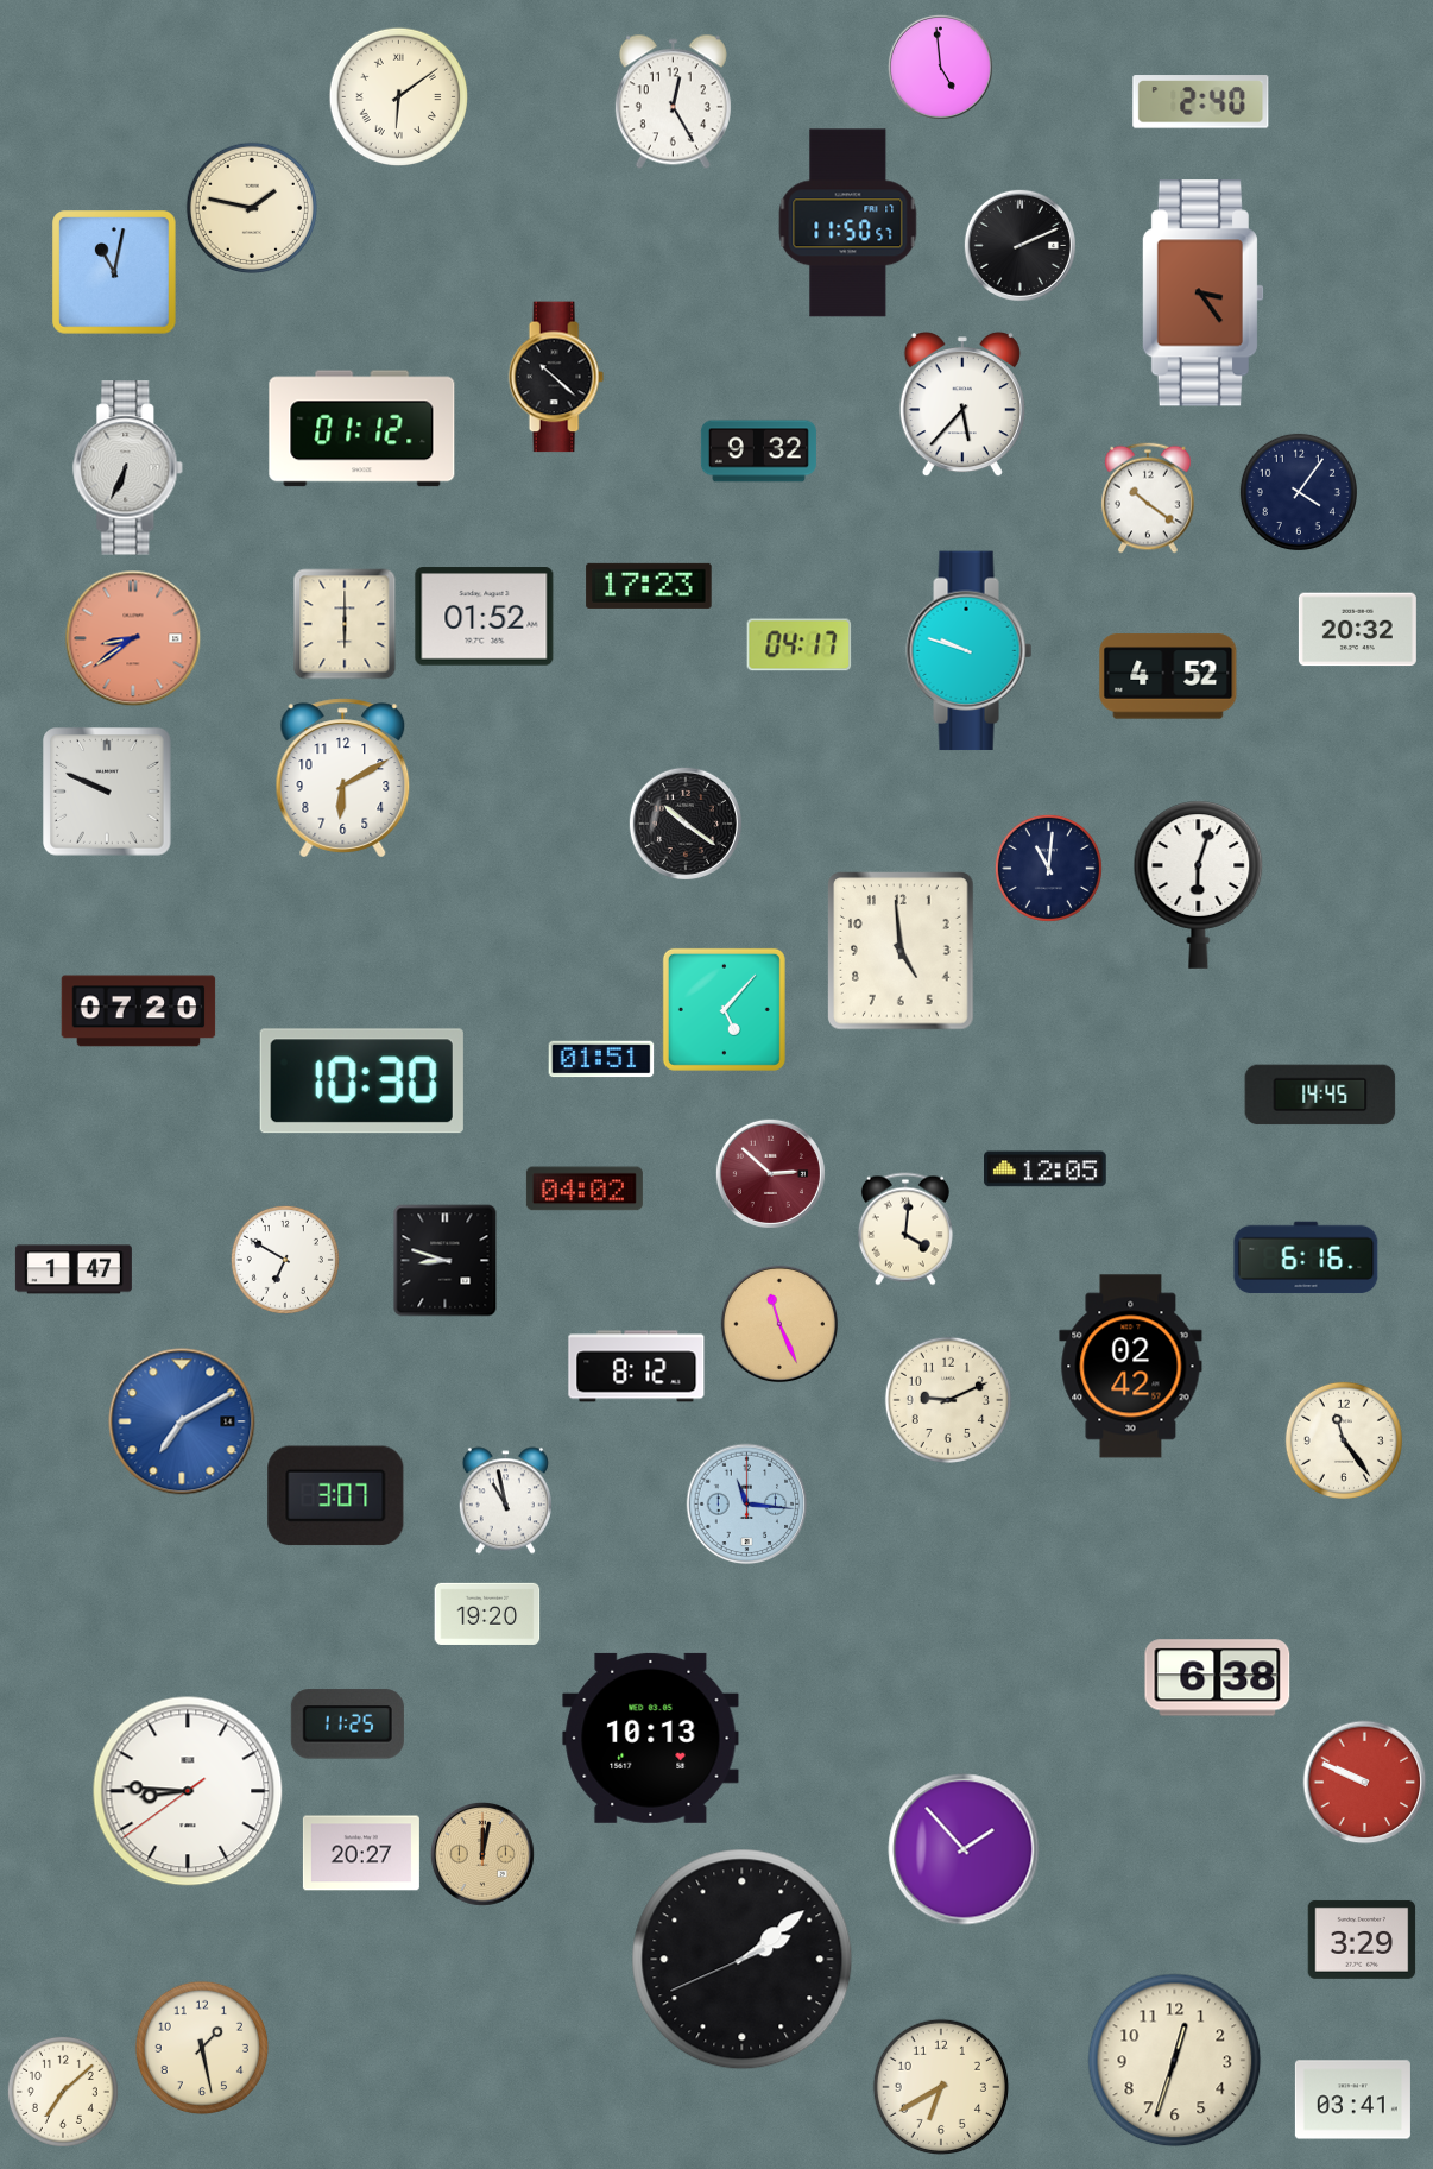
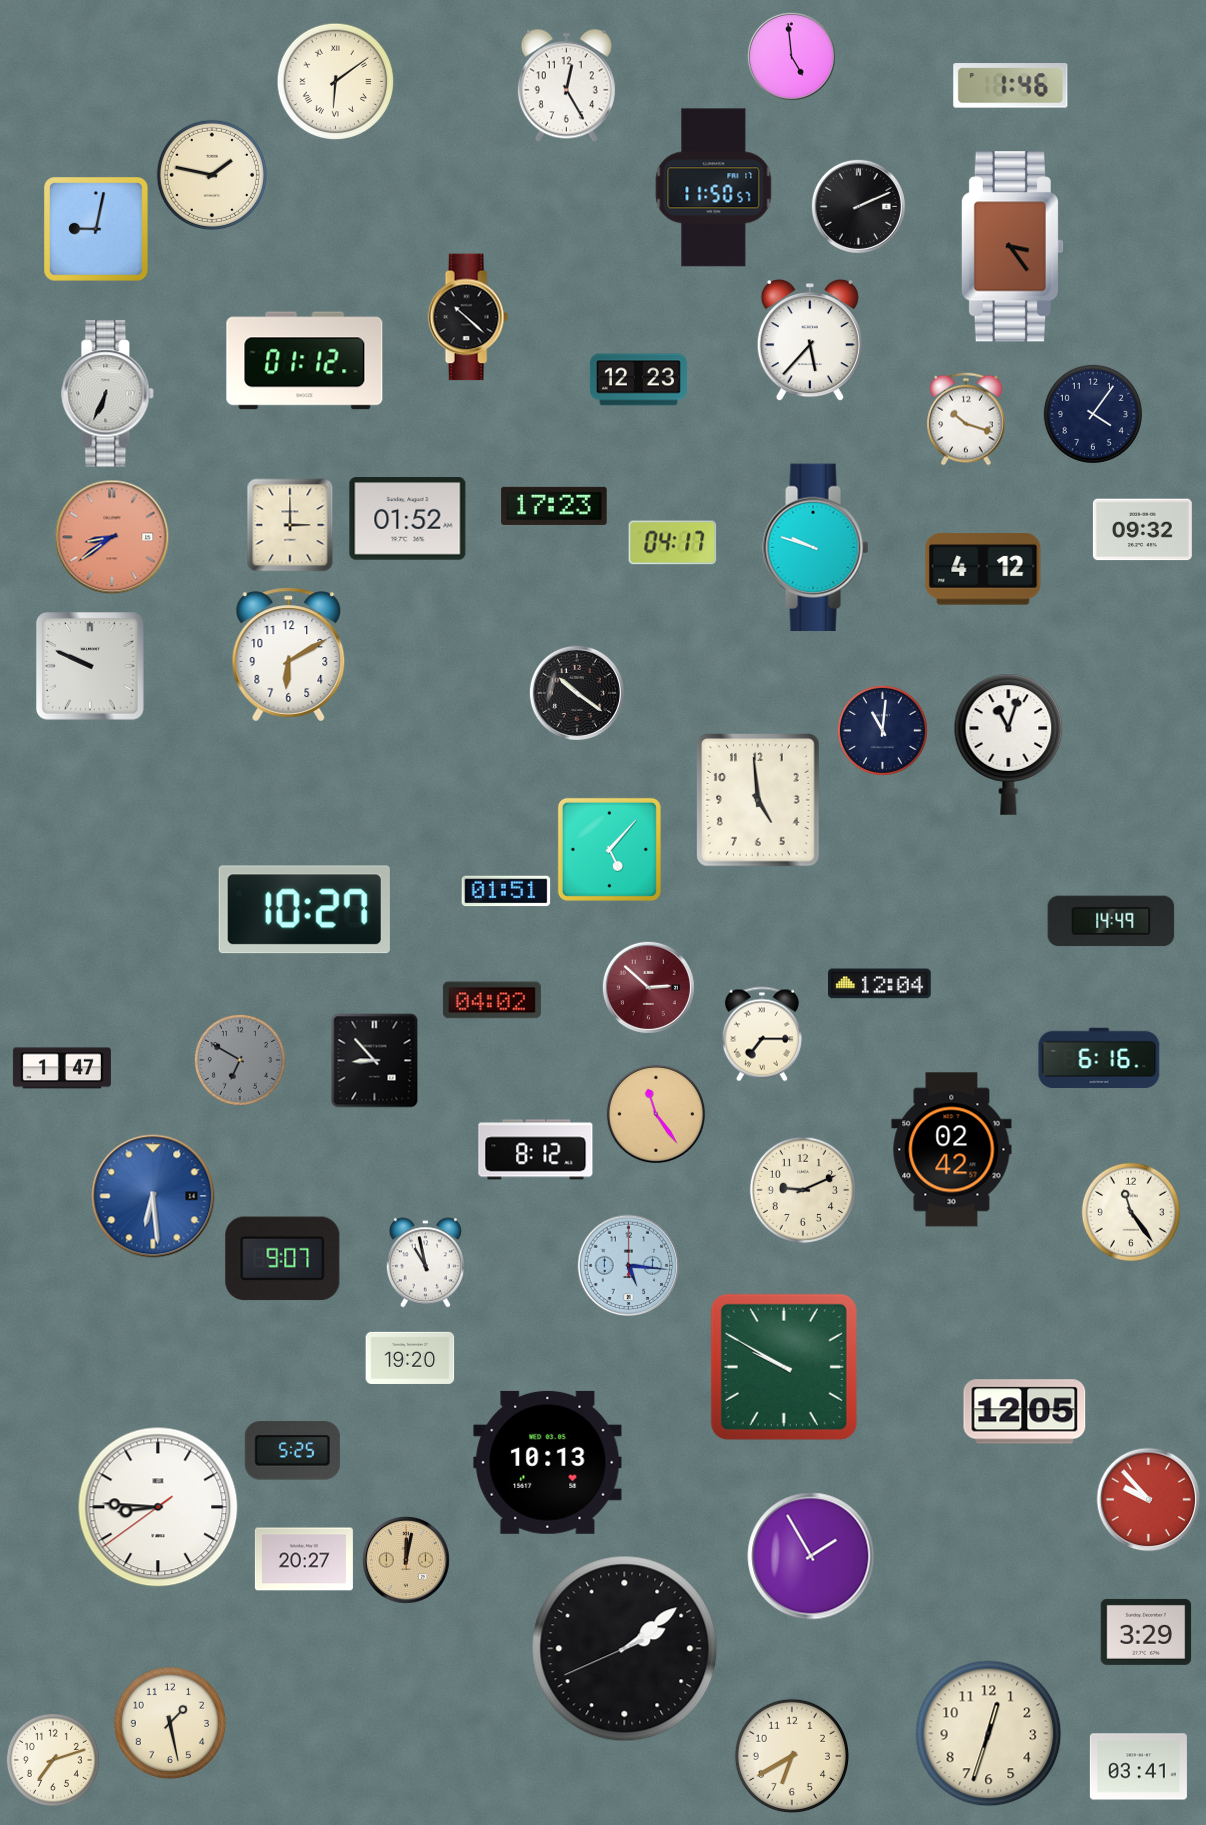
clock at (1201, 102): 2:40 -> 1:46
clock at (114, 272): 11:02 -> 9:02
clock at (758, 452): 9:32 -> 12:23
clock at (1148, 498): 10:21 -> 10:18
clock at (649, 586) position: (649, 586) -> (554, 506)
clock at (345, 624): 6:00 -> 3:00
clock at (1357, 630): 20:32 -> 09:32
clock at (1168, 676): 4:52 -> 4:12
clock at (1199, 884): 6:03 -> 11:03
clock at (139, 1011): 07:20 -> none
clock at (361, 1082): 10:30 -> 10:27
clock at (1320, 1095): 14:45 -> 14:49
clock at (1046, 1169): 12:05 -> 12:04
clock at (905, 1229): 4:01 -> 7:15
clock at (285, 1260) dial: white -> grey
clock at (446, 1261): 8:48 -> 8:53
clock at (779, 1324): 11:26 -> 11:24
clock at (948, 1400) position: (948, 1400) -> (803, 1190)
clock at (182, 1421): 7:10 -> 6:29
clock at (336, 1496): 3:07 -> 9:07
clock at (747, 1505): 11:16 -> 5:16
clock at (784, 1367): none -> 9:50
clock at (1218, 1678): 6:38 -> 12:05
clock at (347, 1725): 11:25 -> 5:25
clock at (1365, 1783): 9:49 -> 9:53
clock at (964, 1849): 1:53 -> 1:55
clock at (63, 2092): 7:08 -> 7:12
